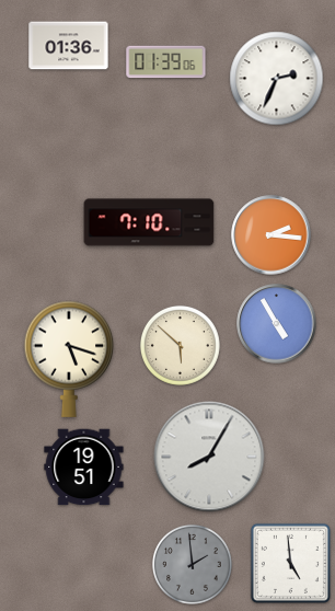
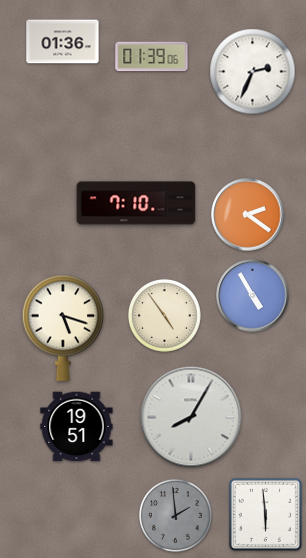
clock at (272, 235): 2:16 -> 2:21
clock at (180, 345): 5:52 -> 4:54
clock at (290, 563): 4:59 -> 5:59
